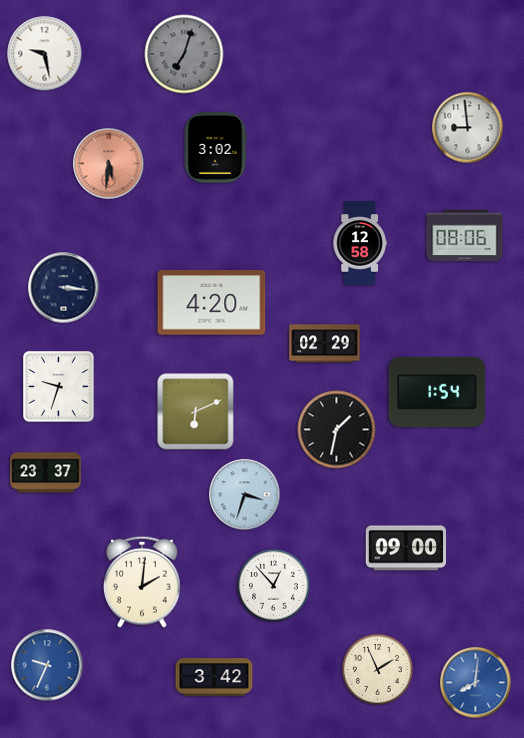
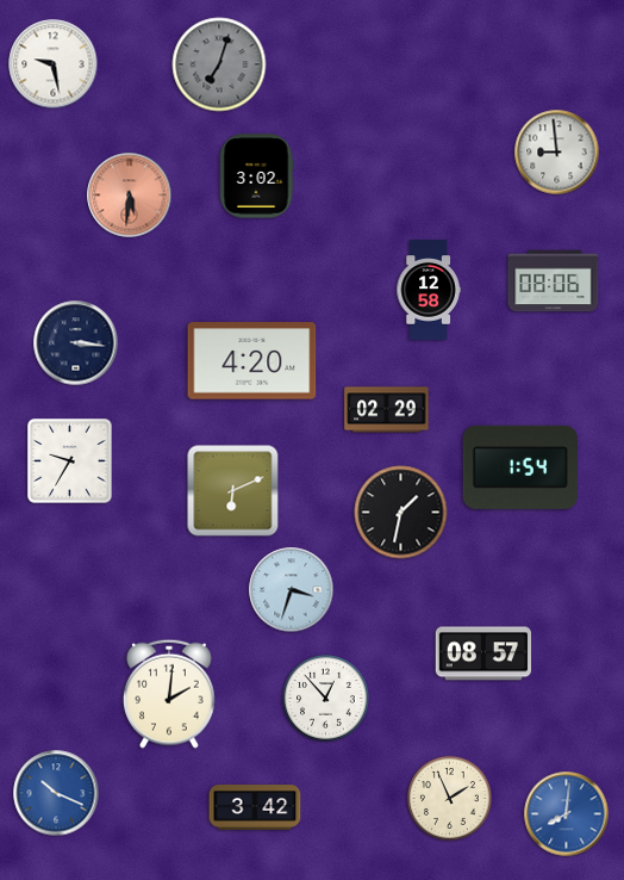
clock at (59, 387): 9:33 -> 9:35
clock at (46, 473): 23:37 -> none
clock at (405, 548): 09:00 -> 08:57
clock at (47, 665): 9:34 -> 10:19
